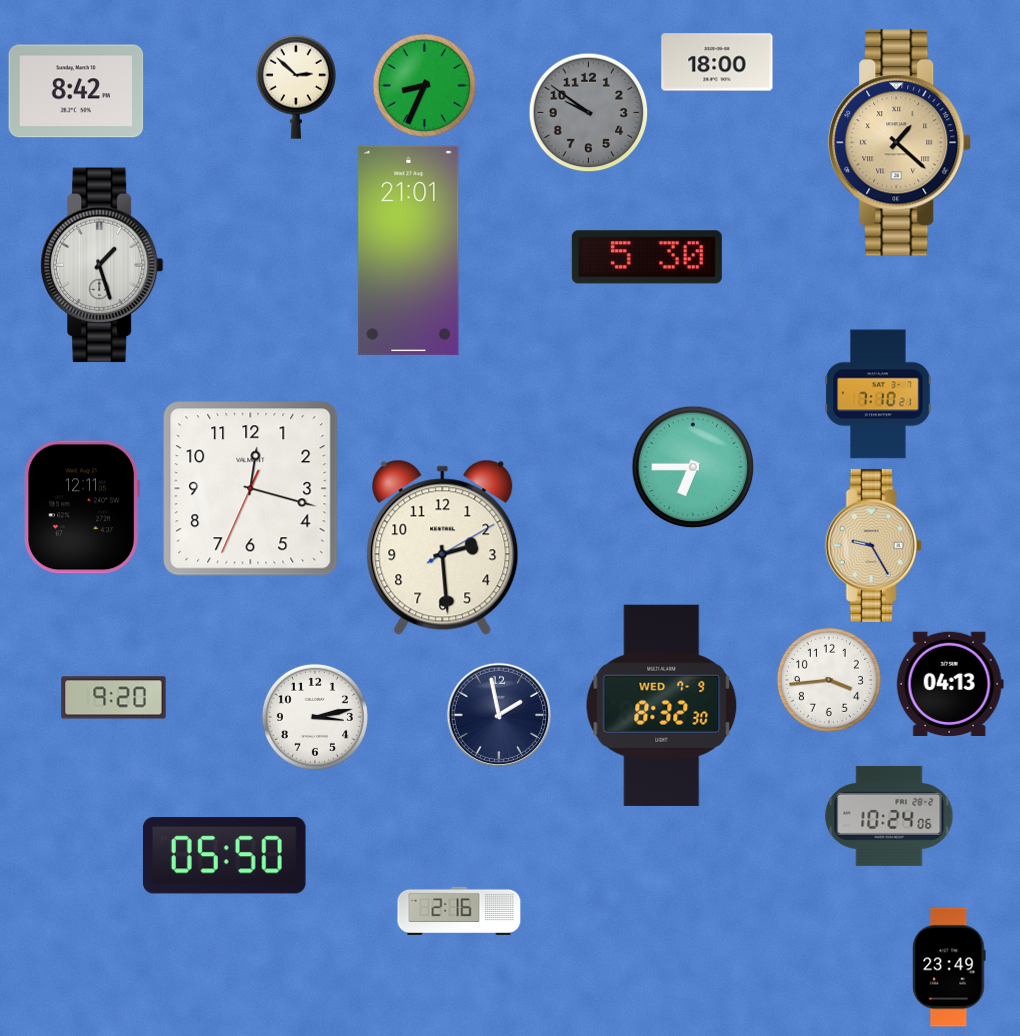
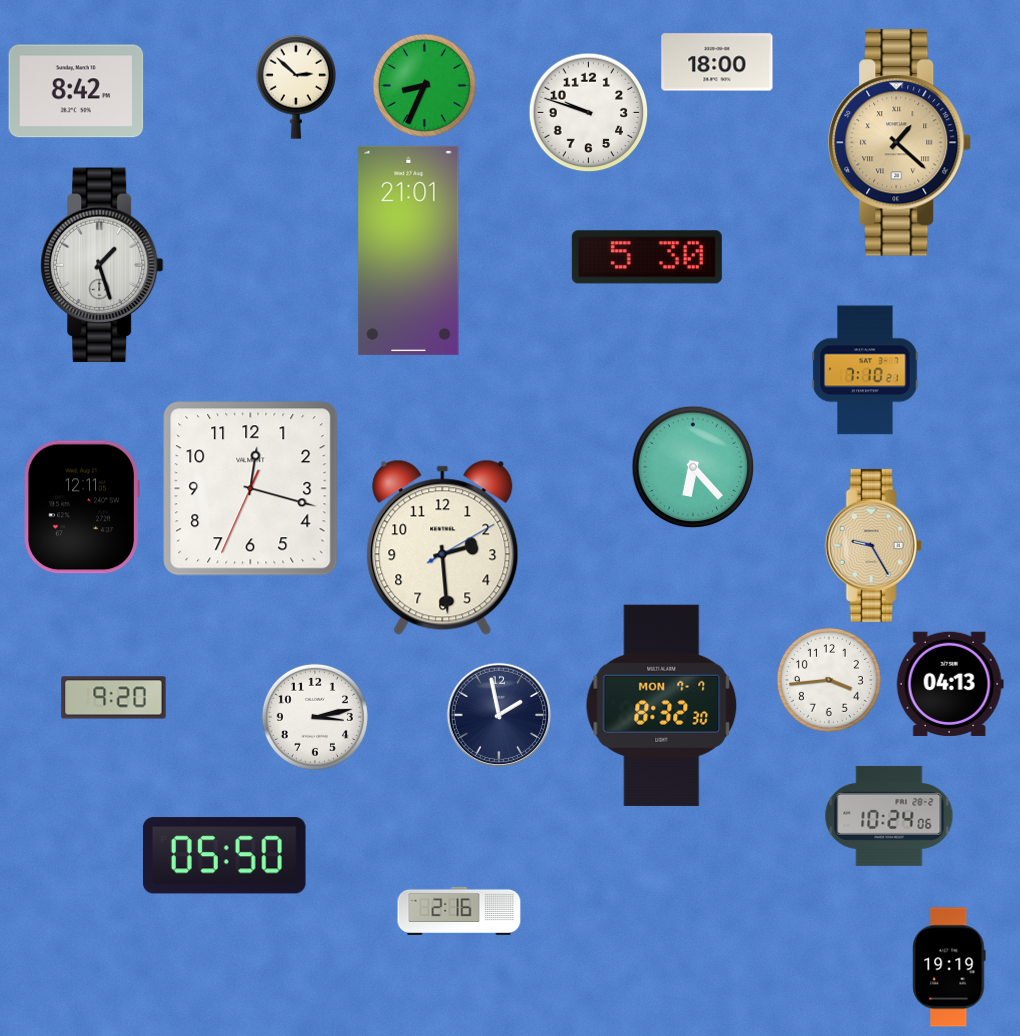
clock at (588, 112): 9:51 -> 9:48
clock at (588, 112) dial: grey -> white
clock at (878, 394) position: (878, 394) -> (865, 370)
clock at (693, 467): 6:45 -> 6:23
clock at (662, 705) date: WED 7-9 -> MON 7-7
clock at (949, 967): 23:49 -> 19:19
